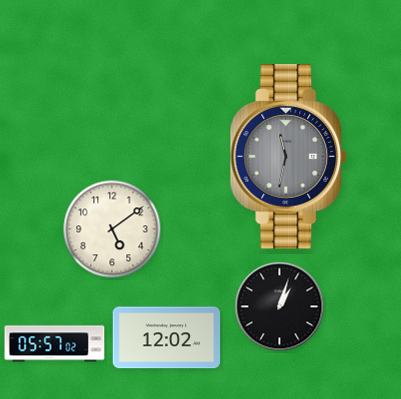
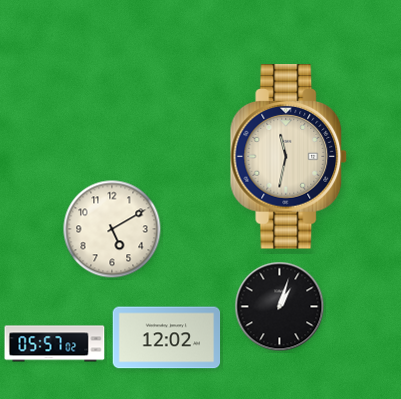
clock at (289, 157) dial: grey -> cream
clock at (112, 229): 5:09 -> 5:10
